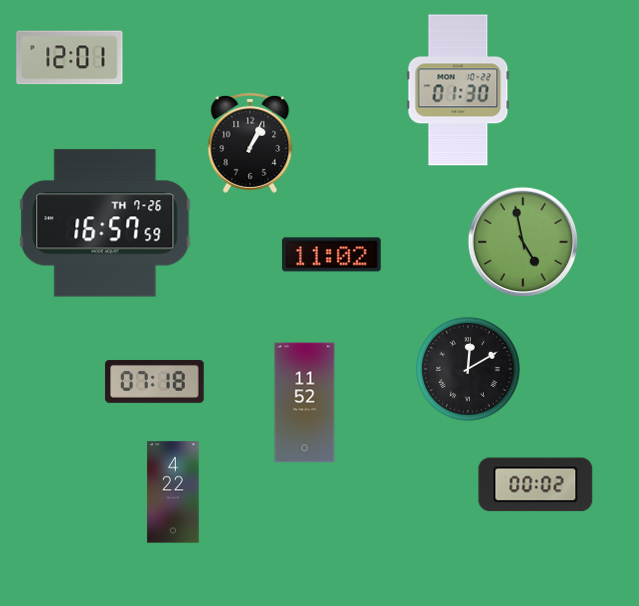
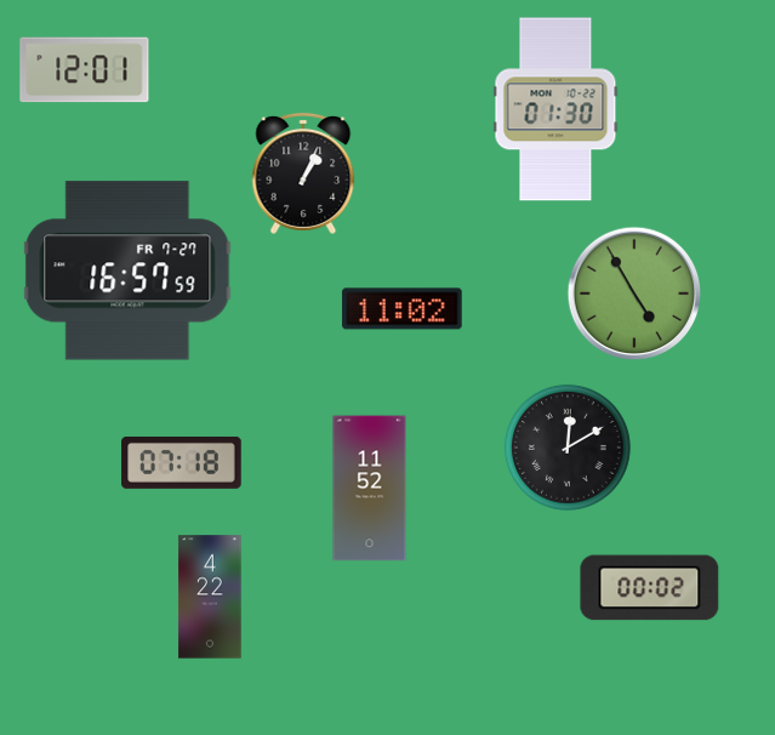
clock at (105, 223) date: TH 7-26 -> FR 7-27
clock at (523, 242): 4:58 -> 4:55
clock at (155, 381) position: (155, 381) -> (182, 462)
